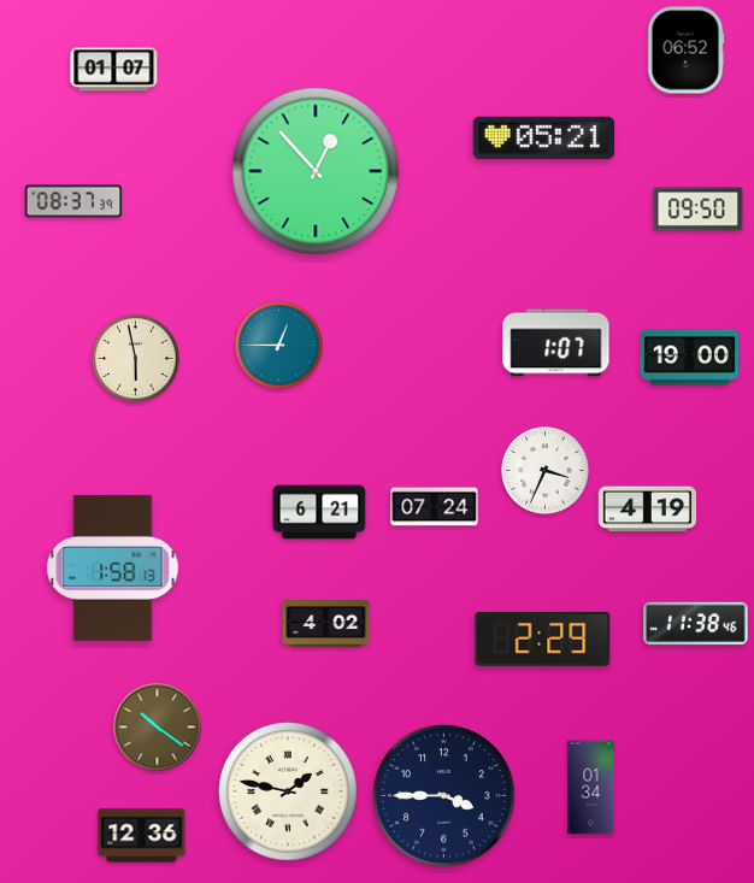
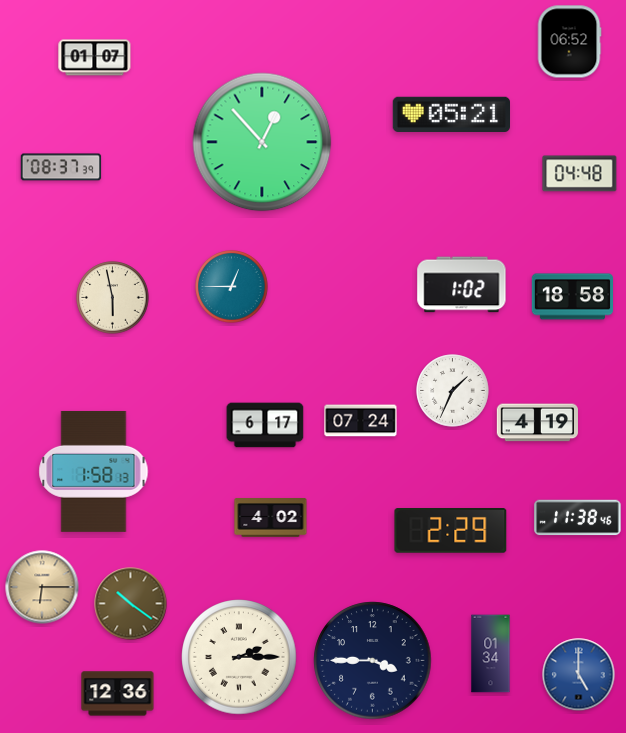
clock at (699, 210): 09:50 -> 04:48
clock at (556, 343): 1:07 -> 1:02
clock at (689, 358): 19:00 -> 18:58
clock at (546, 471): 3:34 -> 1:34
clock at (319, 512): 6:21 -> 6:17
clock at (42, 587): none -> 6:15
clock at (288, 791): 1:47 -> 2:15
clock at (444, 796) position: (444, 796) -> (373, 661)
clock at (579, 675): none -> 5:00
